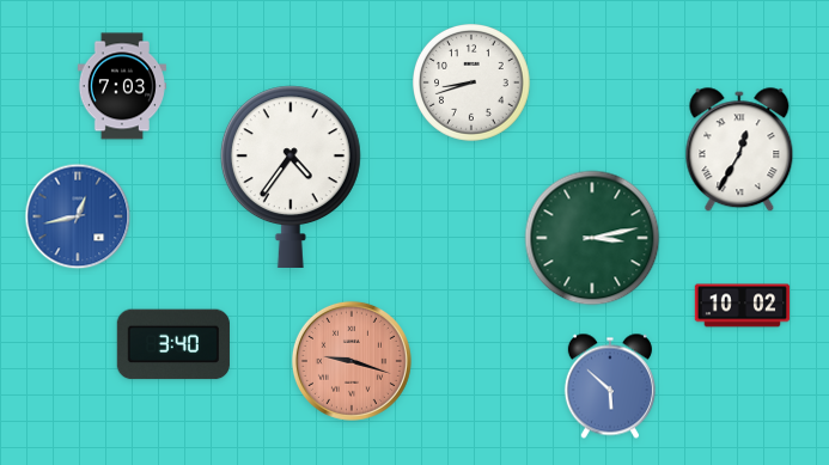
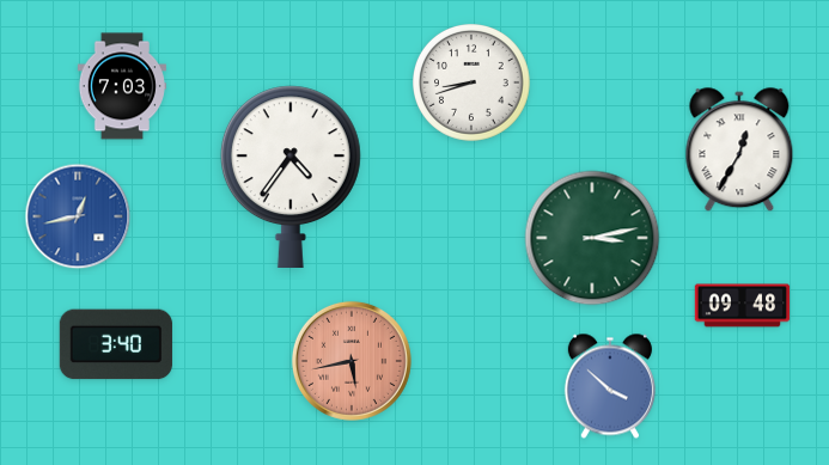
clock at (743, 306): 10:02 -> 09:48
clock at (173, 344) position: (173, 344) -> (116, 344)
clock at (352, 361): 9:18 -> 5:43
clock at (610, 386): 5:52 -> 3:52
